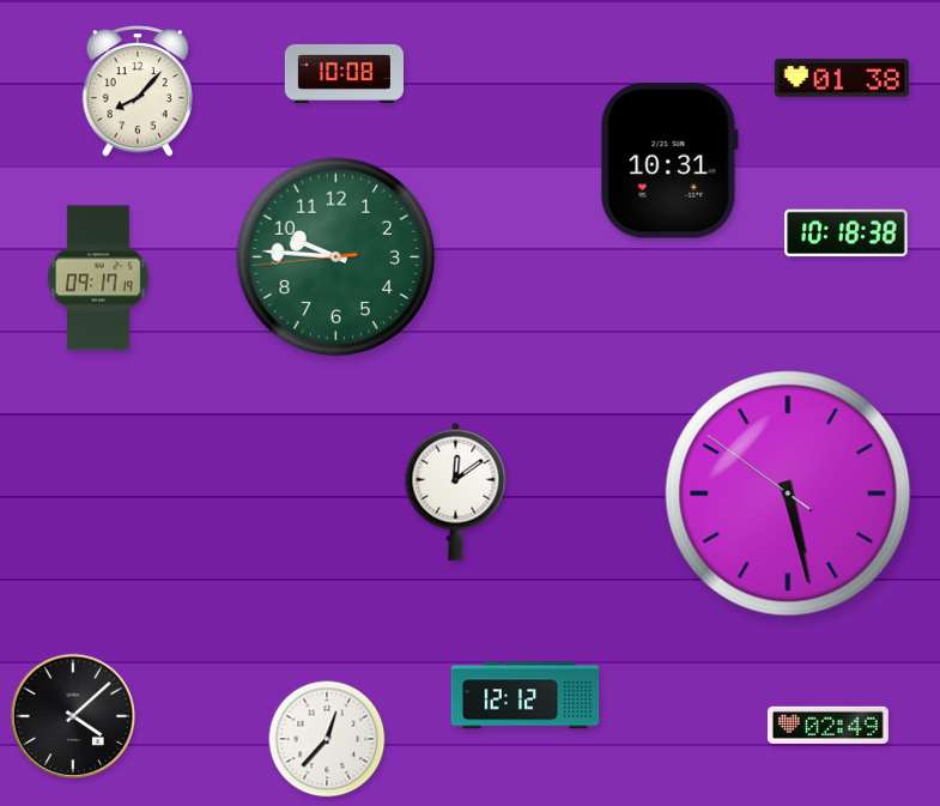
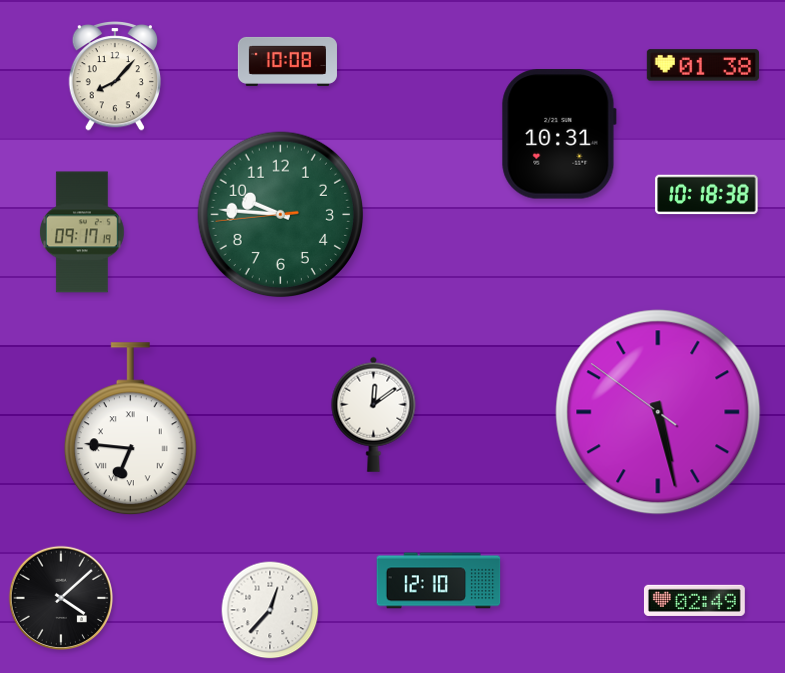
clock at (456, 491) position: (456, 491) -> (374, 414)
clock at (130, 429): none -> 6:46
clock at (526, 696): 12:12 -> 12:10
clock at (827, 725) position: (827, 725) -> (694, 600)
clock at (327, 739) position: (327, 739) -> (270, 610)
